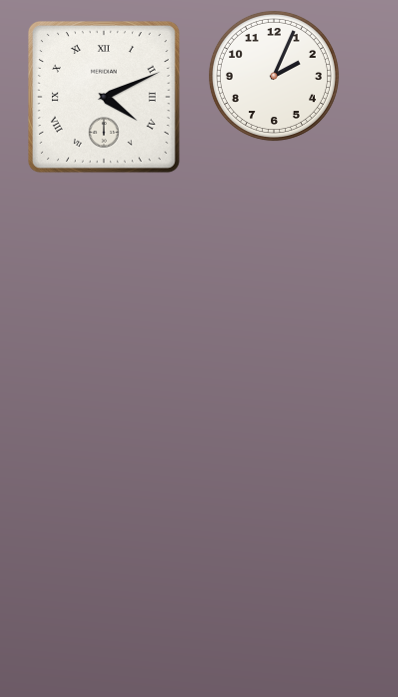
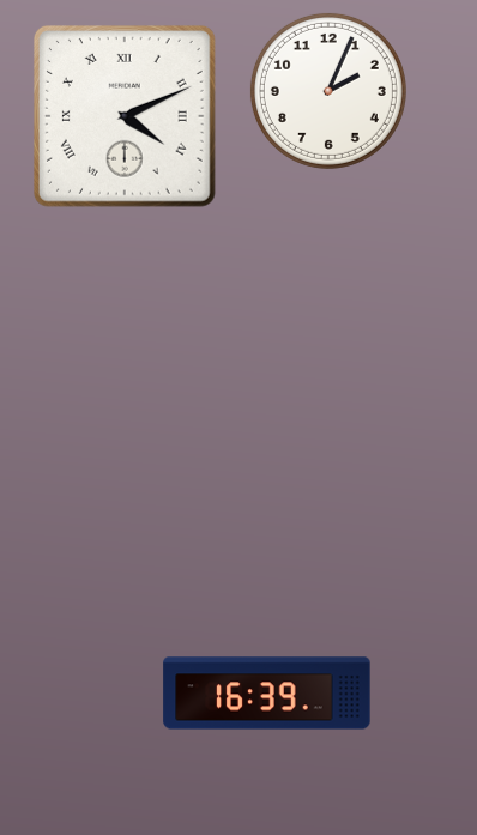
clock at (267, 694): none -> 16:39
